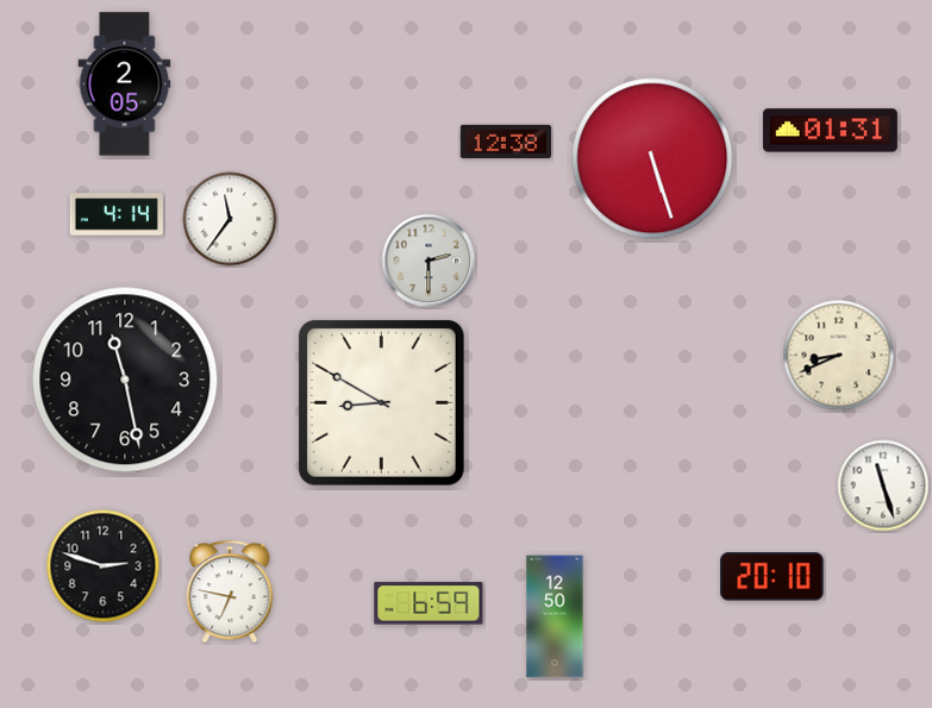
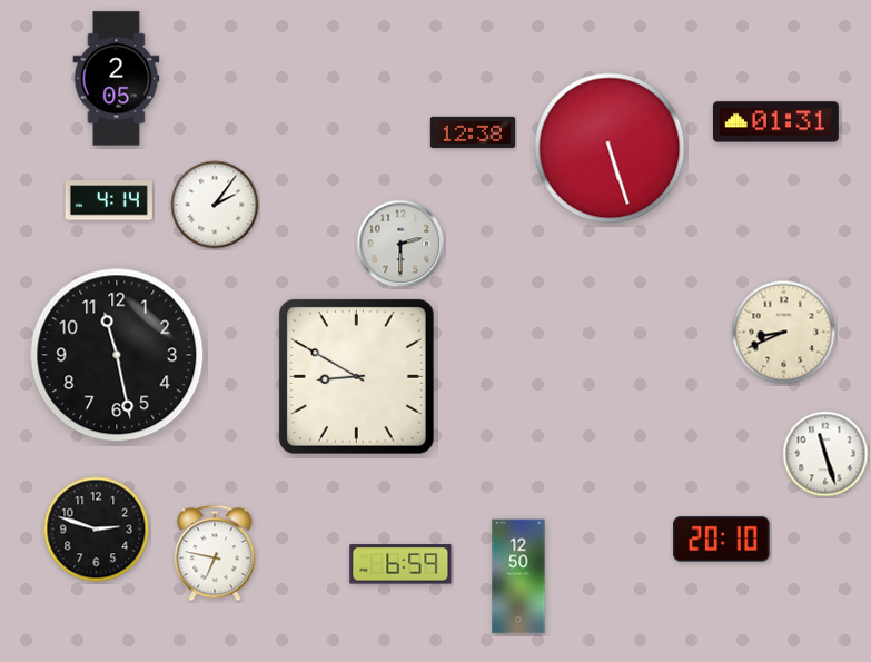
clock at (230, 219): 11:36 -> 2:06
